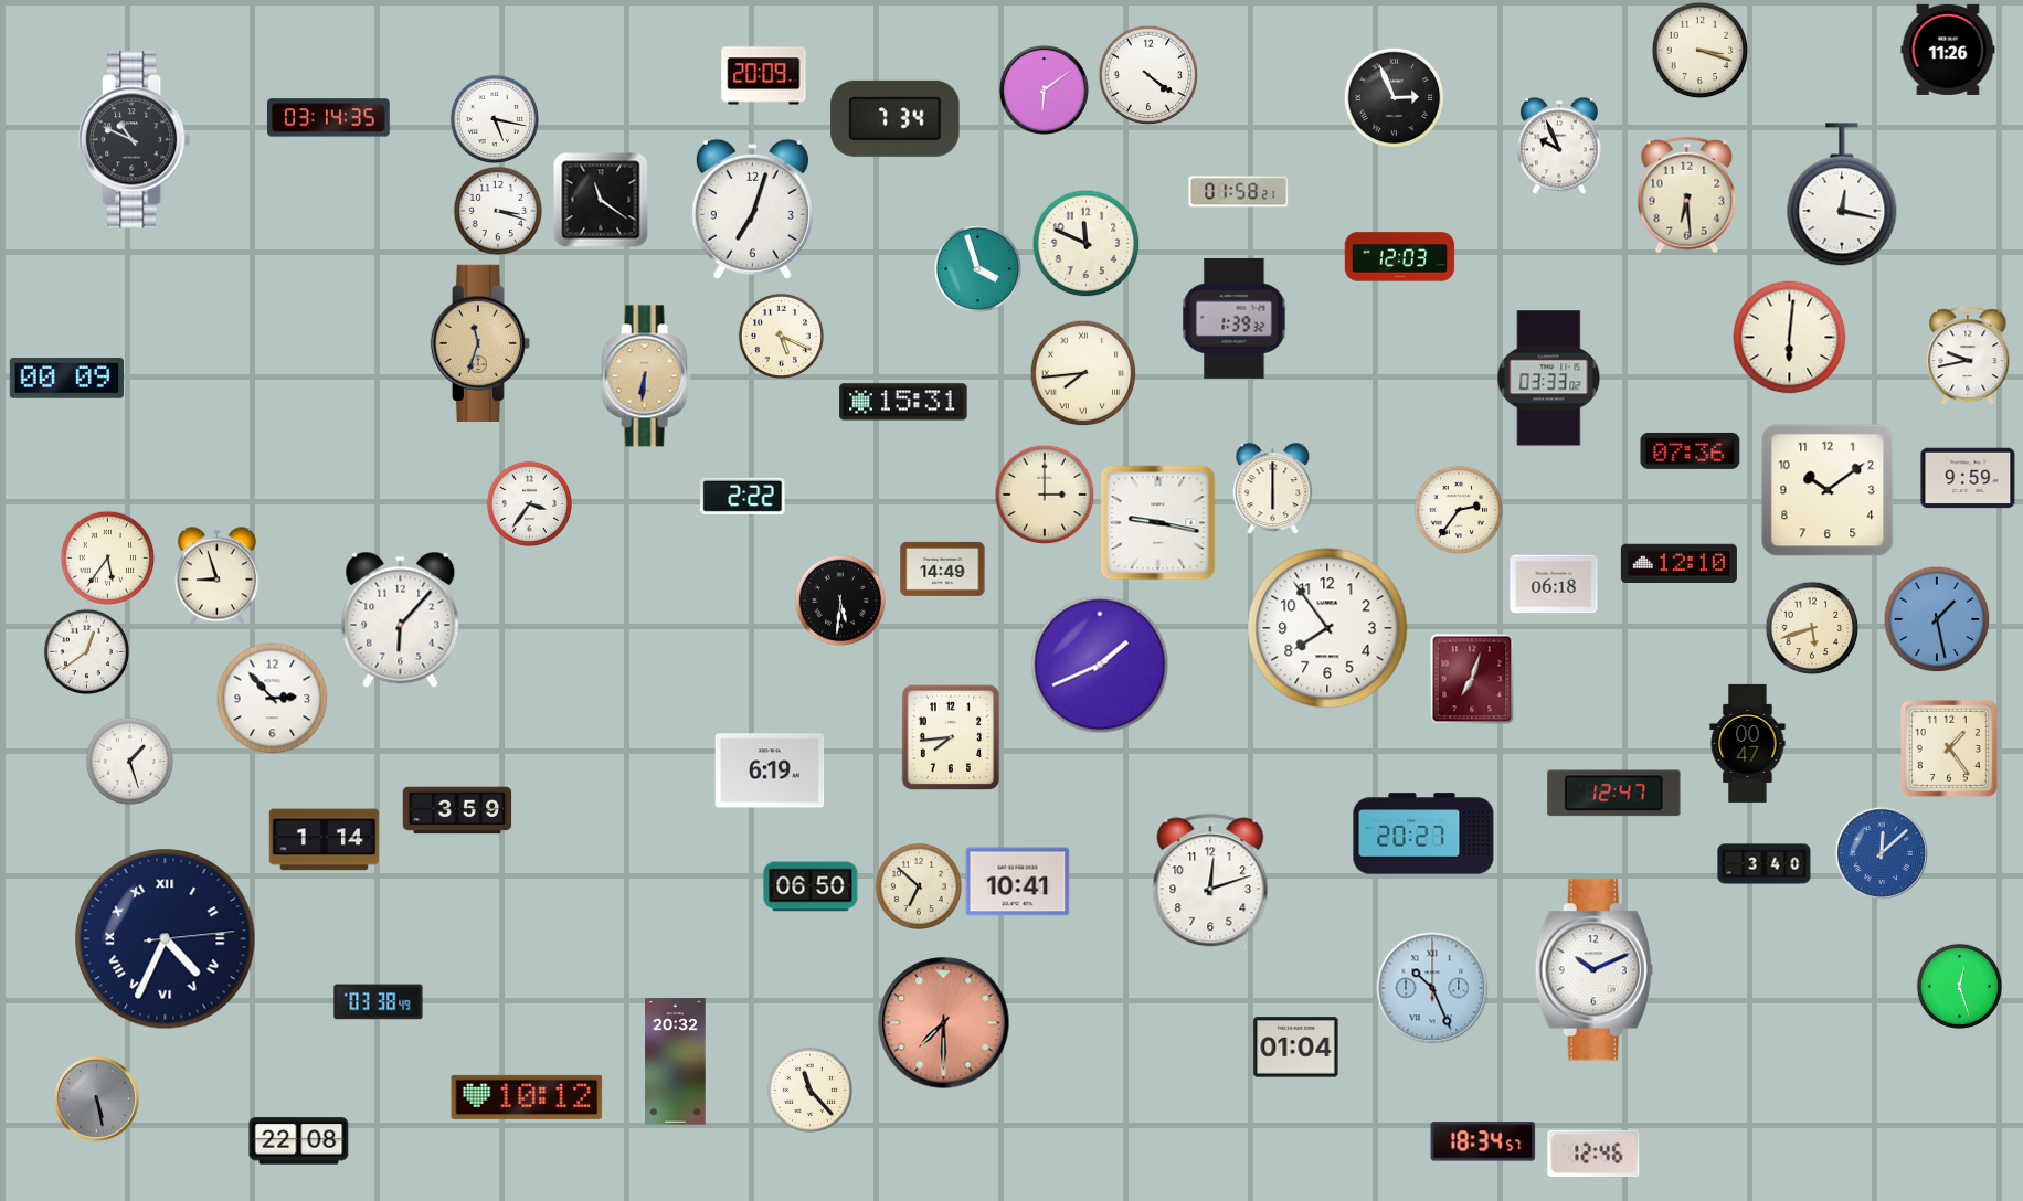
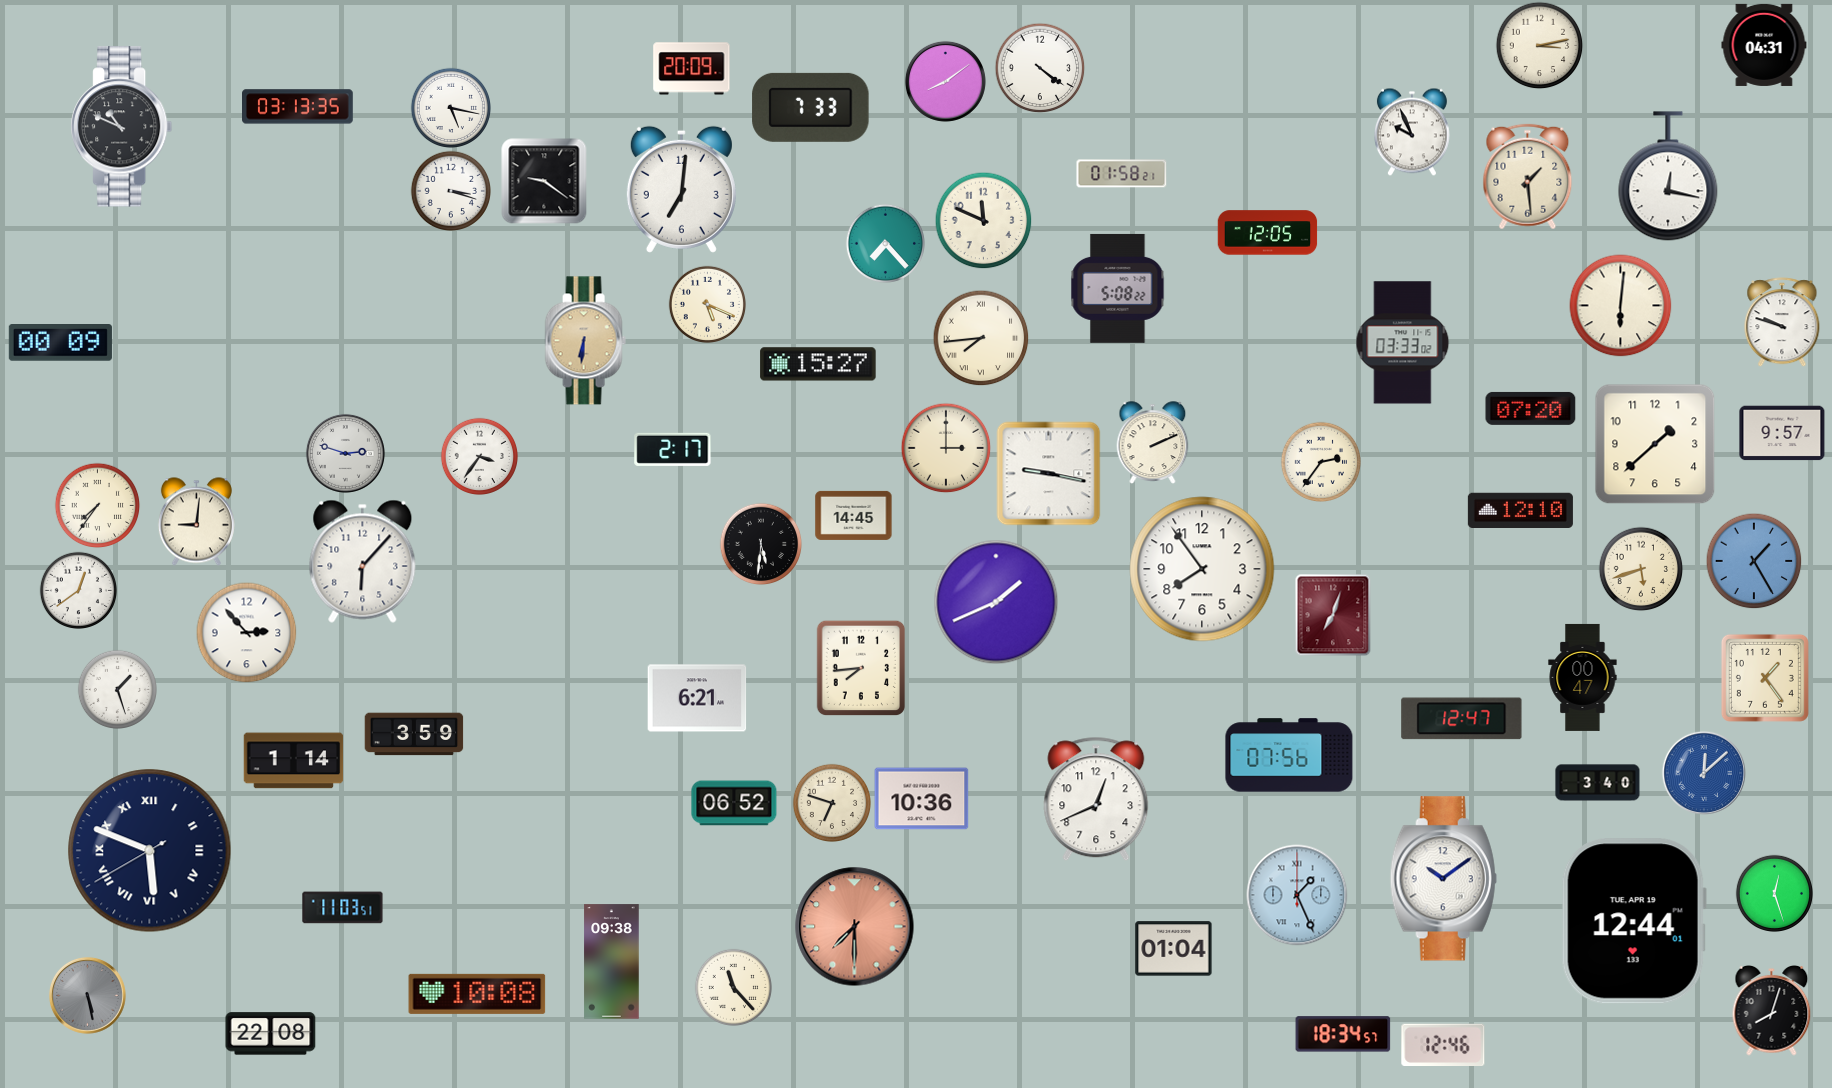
clock at (1699, 50): 3:18 -> 3:13
clock at (1948, 50): 11:26 -> 04:31
clock at (1044, 89): 6:09 -> 8:09
clock at (1394, 97): 2:56 -> none
clock at (329, 118): 03:14 -> 03:13
clock at (494, 118) position: (494, 118) -> (450, 107)
clock at (896, 118): 7:34 -> 7:33
clock at (1687, 195): 6:29 -> 1:29
clock at (601, 200): 11:21 -> 9:21
clock at (752, 209): 7:03 -> 7:01
clock at (1400, 257): 12:03 -> 12:05
clock at (977, 268): 3:57 -> 7:23
clock at (1235, 318): 1:39 -> 5:08
clock at (480, 342): 11:33 -> none
clock at (1968, 355): 9:43 -> 9:48
clock at (903, 402): 15:31 -> 15:27
clock at (1691, 450): 07:36 -> 07:20
clock at (1968, 478): 9:59 -> 9:57
clock at (1273, 489): 6:00 -> 2:11
clock at (1828, 490): 10:09 -> 1:38
clock at (743, 496): 2:22 -> 2:17
clock at (345, 453): none -> 2:48
clock at (107, 557): 5:36 -> 7:36
clock at (943, 568): 14:49 -> 14:45
clock at (216, 576): 8:57 -> 9:01
clock at (1554, 584): 06:18 -> none
clock at (1937, 619): 1:28 -> 1:25
clock at (1748, 743) position: (1748, 743) -> (1583, 677)
clock at (770, 770): 6:19 -> 6:21
clock at (1423, 833): 20:27 -> 07:56
clock at (1018, 882): 10:41 -> 10:36
clock at (1210, 882): 12:12 -> 12:41
clock at (918, 885): 6:52 -> 6:48
clock at (811, 886): 06:50 -> 06:52
clock at (166, 939): 4:34 -> 5:48
clock at (1593, 970): 10:11 -> 10:09
clock at (1432, 988): 10:26 -> 1:26
clock at (379, 1002): 03:38 -> 11:03
clock at (1634, 921): none -> 12:44
clock at (676, 1062): 20:32 -> 09:38
clock at (527, 1097): 10:12 -> 10:08
clock at (1772, 1011): none -> 8:03
